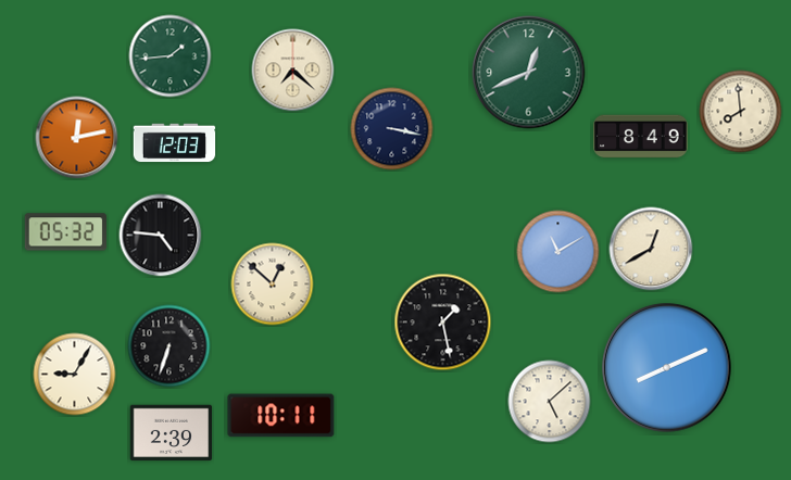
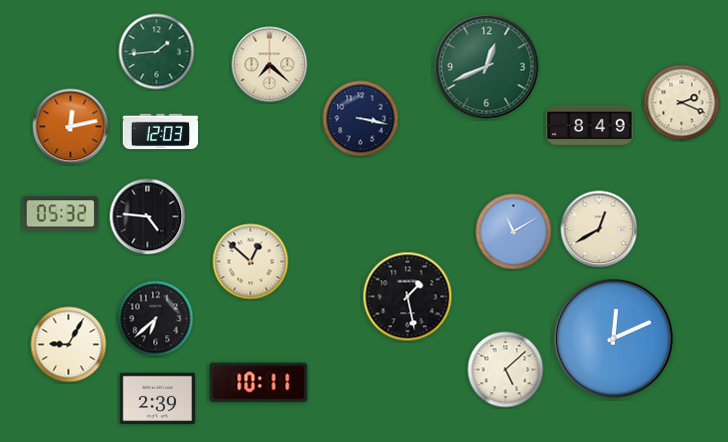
clock at (741, 112): 7:59 -> 2:19
clock at (169, 346): 6:33 -> 6:38
clock at (667, 368): 8:11 -> 12:11
